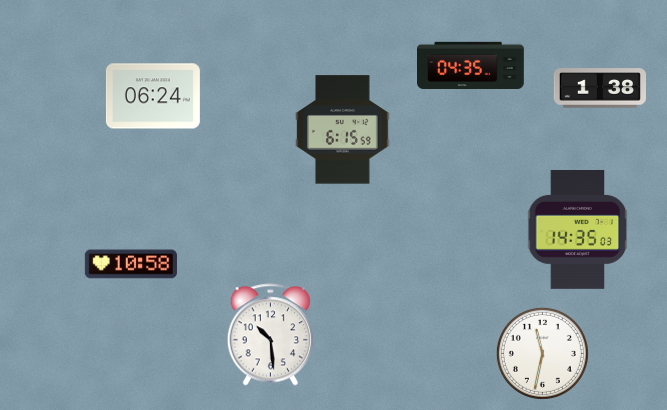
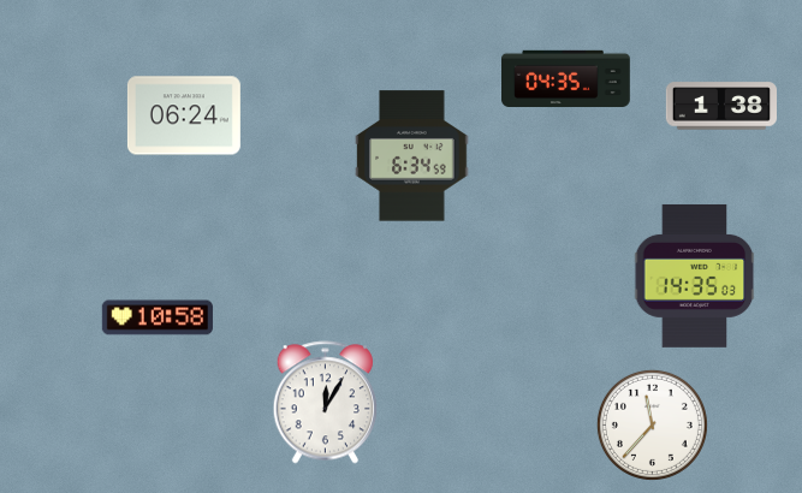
clock at (343, 130): 6:15 -> 6:34
clock at (271, 335): 10:29 -> 12:05
clock at (542, 353): 11:32 -> 11:37
